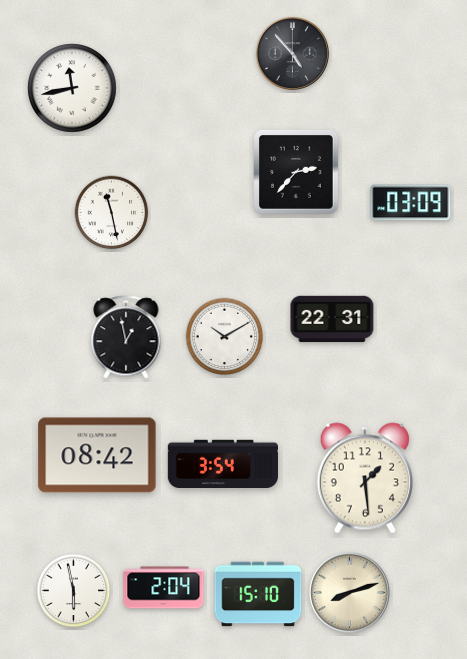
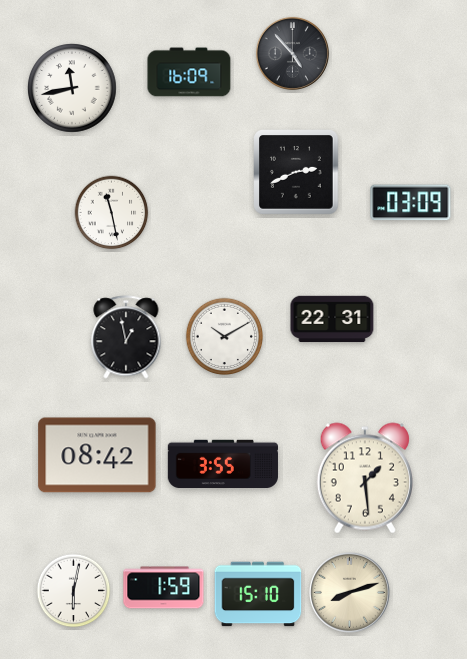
clock at (189, 72): none -> 16:09
clock at (297, 173): 2:37 -> 2:41
clock at (223, 463): 3:54 -> 3:55
clock at (164, 588): 2:04 -> 1:59
clock at (74, 591): 5:58 -> 6:02
